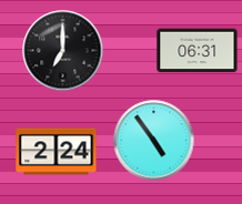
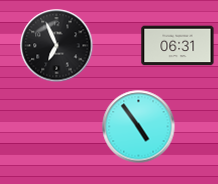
clock at (63, 51): 7:00 -> 6:56
clock at (57, 152): 2:24 -> none
